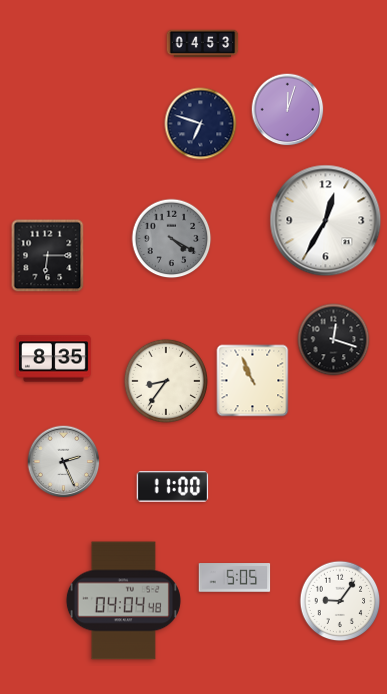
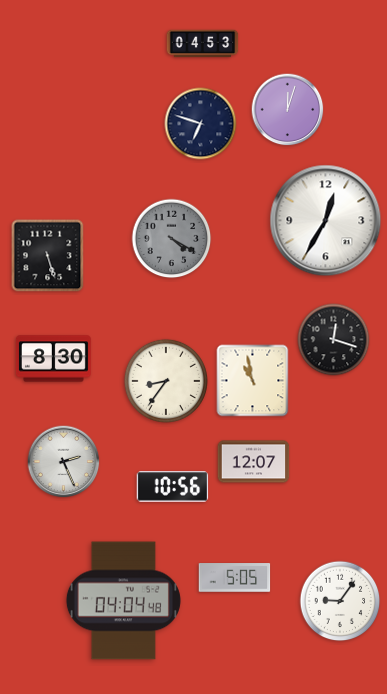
clock at (48, 256): 6:15 -> 5:27
clock at (53, 359): 8:35 -> 8:30
clock at (253, 381): 10:56 -> 10:58
clock at (254, 462): none -> 12:07
clock at (173, 487): 11:00 -> 10:56
